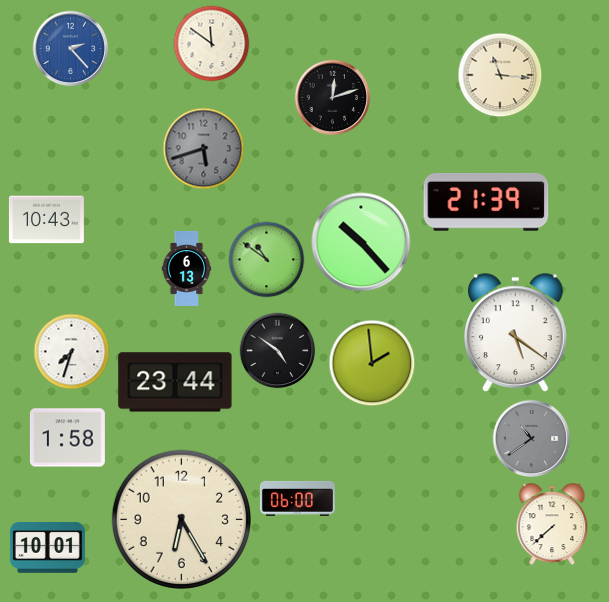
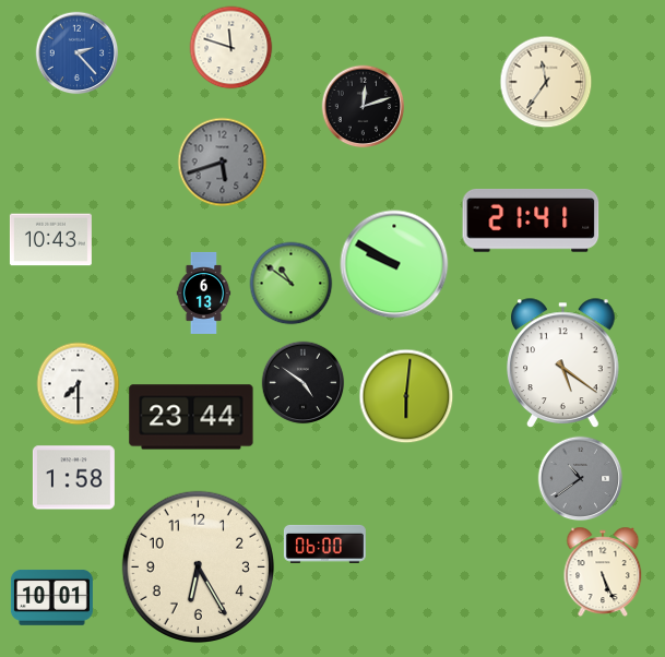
clock at (212, 44): 11:51 -> 11:48
clock at (500, 75): 11:16 -> 11:36
clock at (486, 203): 21:39 -> 21:41
clock at (361, 242): 10:23 -> 9:50
clock at (72, 352): 7:33 -> 7:30
clock at (372, 363): 1:59 -> 6:01
clock at (552, 524): 7:38 -> 5:26
